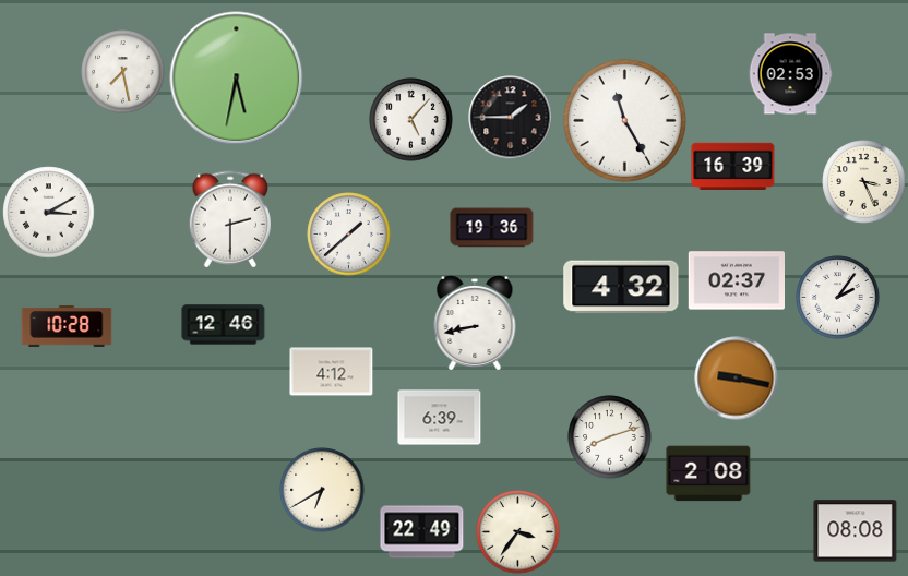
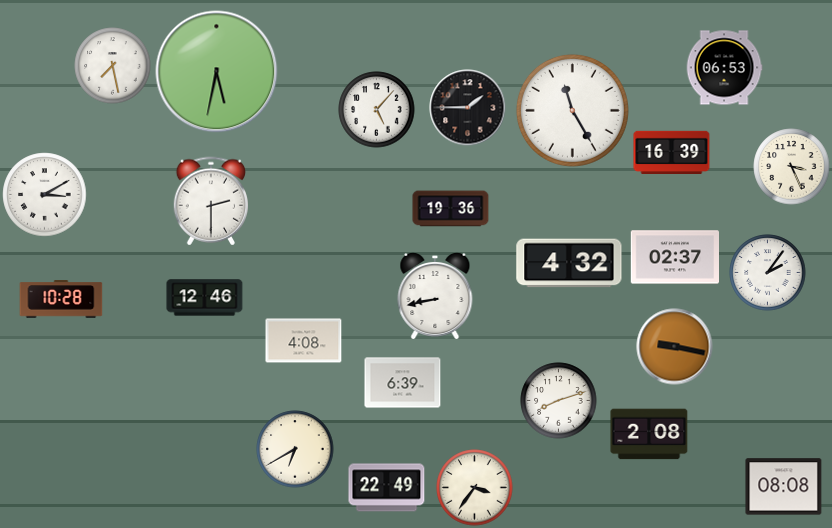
clock at (790, 74): 02:53 -> 06:53
clock at (349, 235): 1:38 -> none
clock at (332, 372): 4:12 -> 4:08
